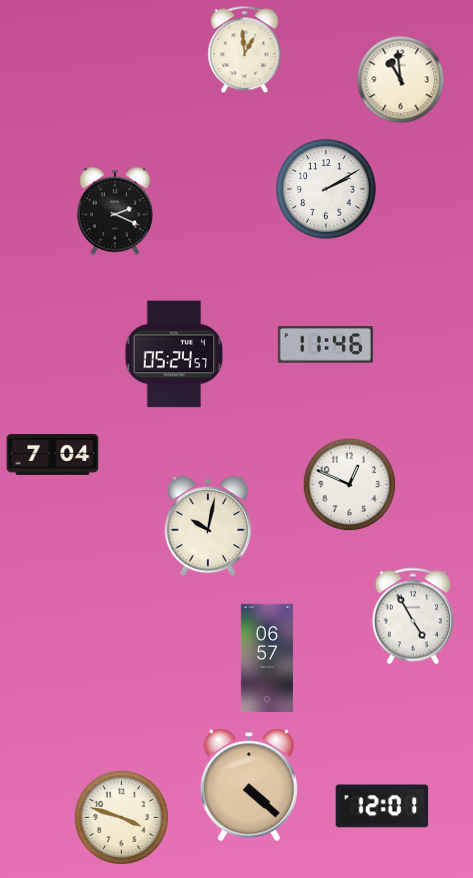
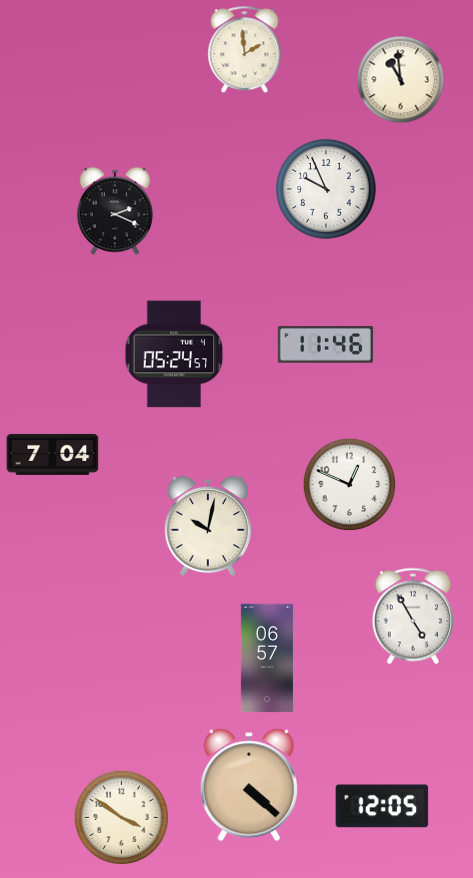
clock at (245, 50): 12:59 -> 1:59
clock at (326, 189): 2:10 -> 9:56
clock at (382, 806): 12:01 -> 12:05
clock at (121, 817): 3:48 -> 3:51
